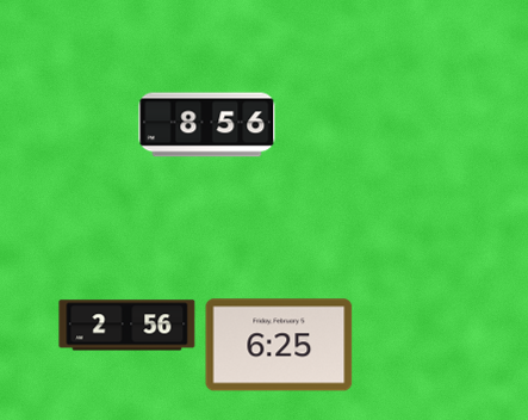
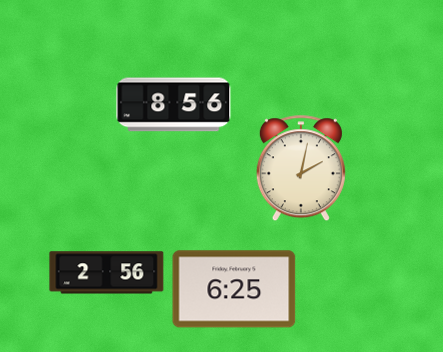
clock at (301, 168): none -> 2:02
